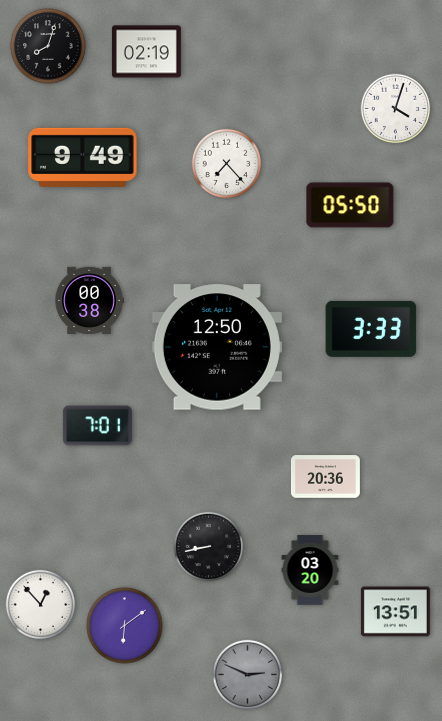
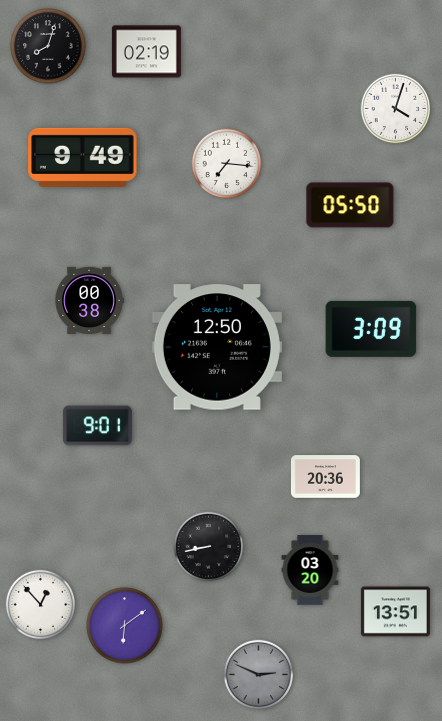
clock at (227, 164): 7:23 -> 7:16
clock at (371, 329): 3:33 -> 3:09
clock at (97, 426): 7:01 -> 9:01
clock at (248, 675) position: (248, 675) -> (259, 675)
